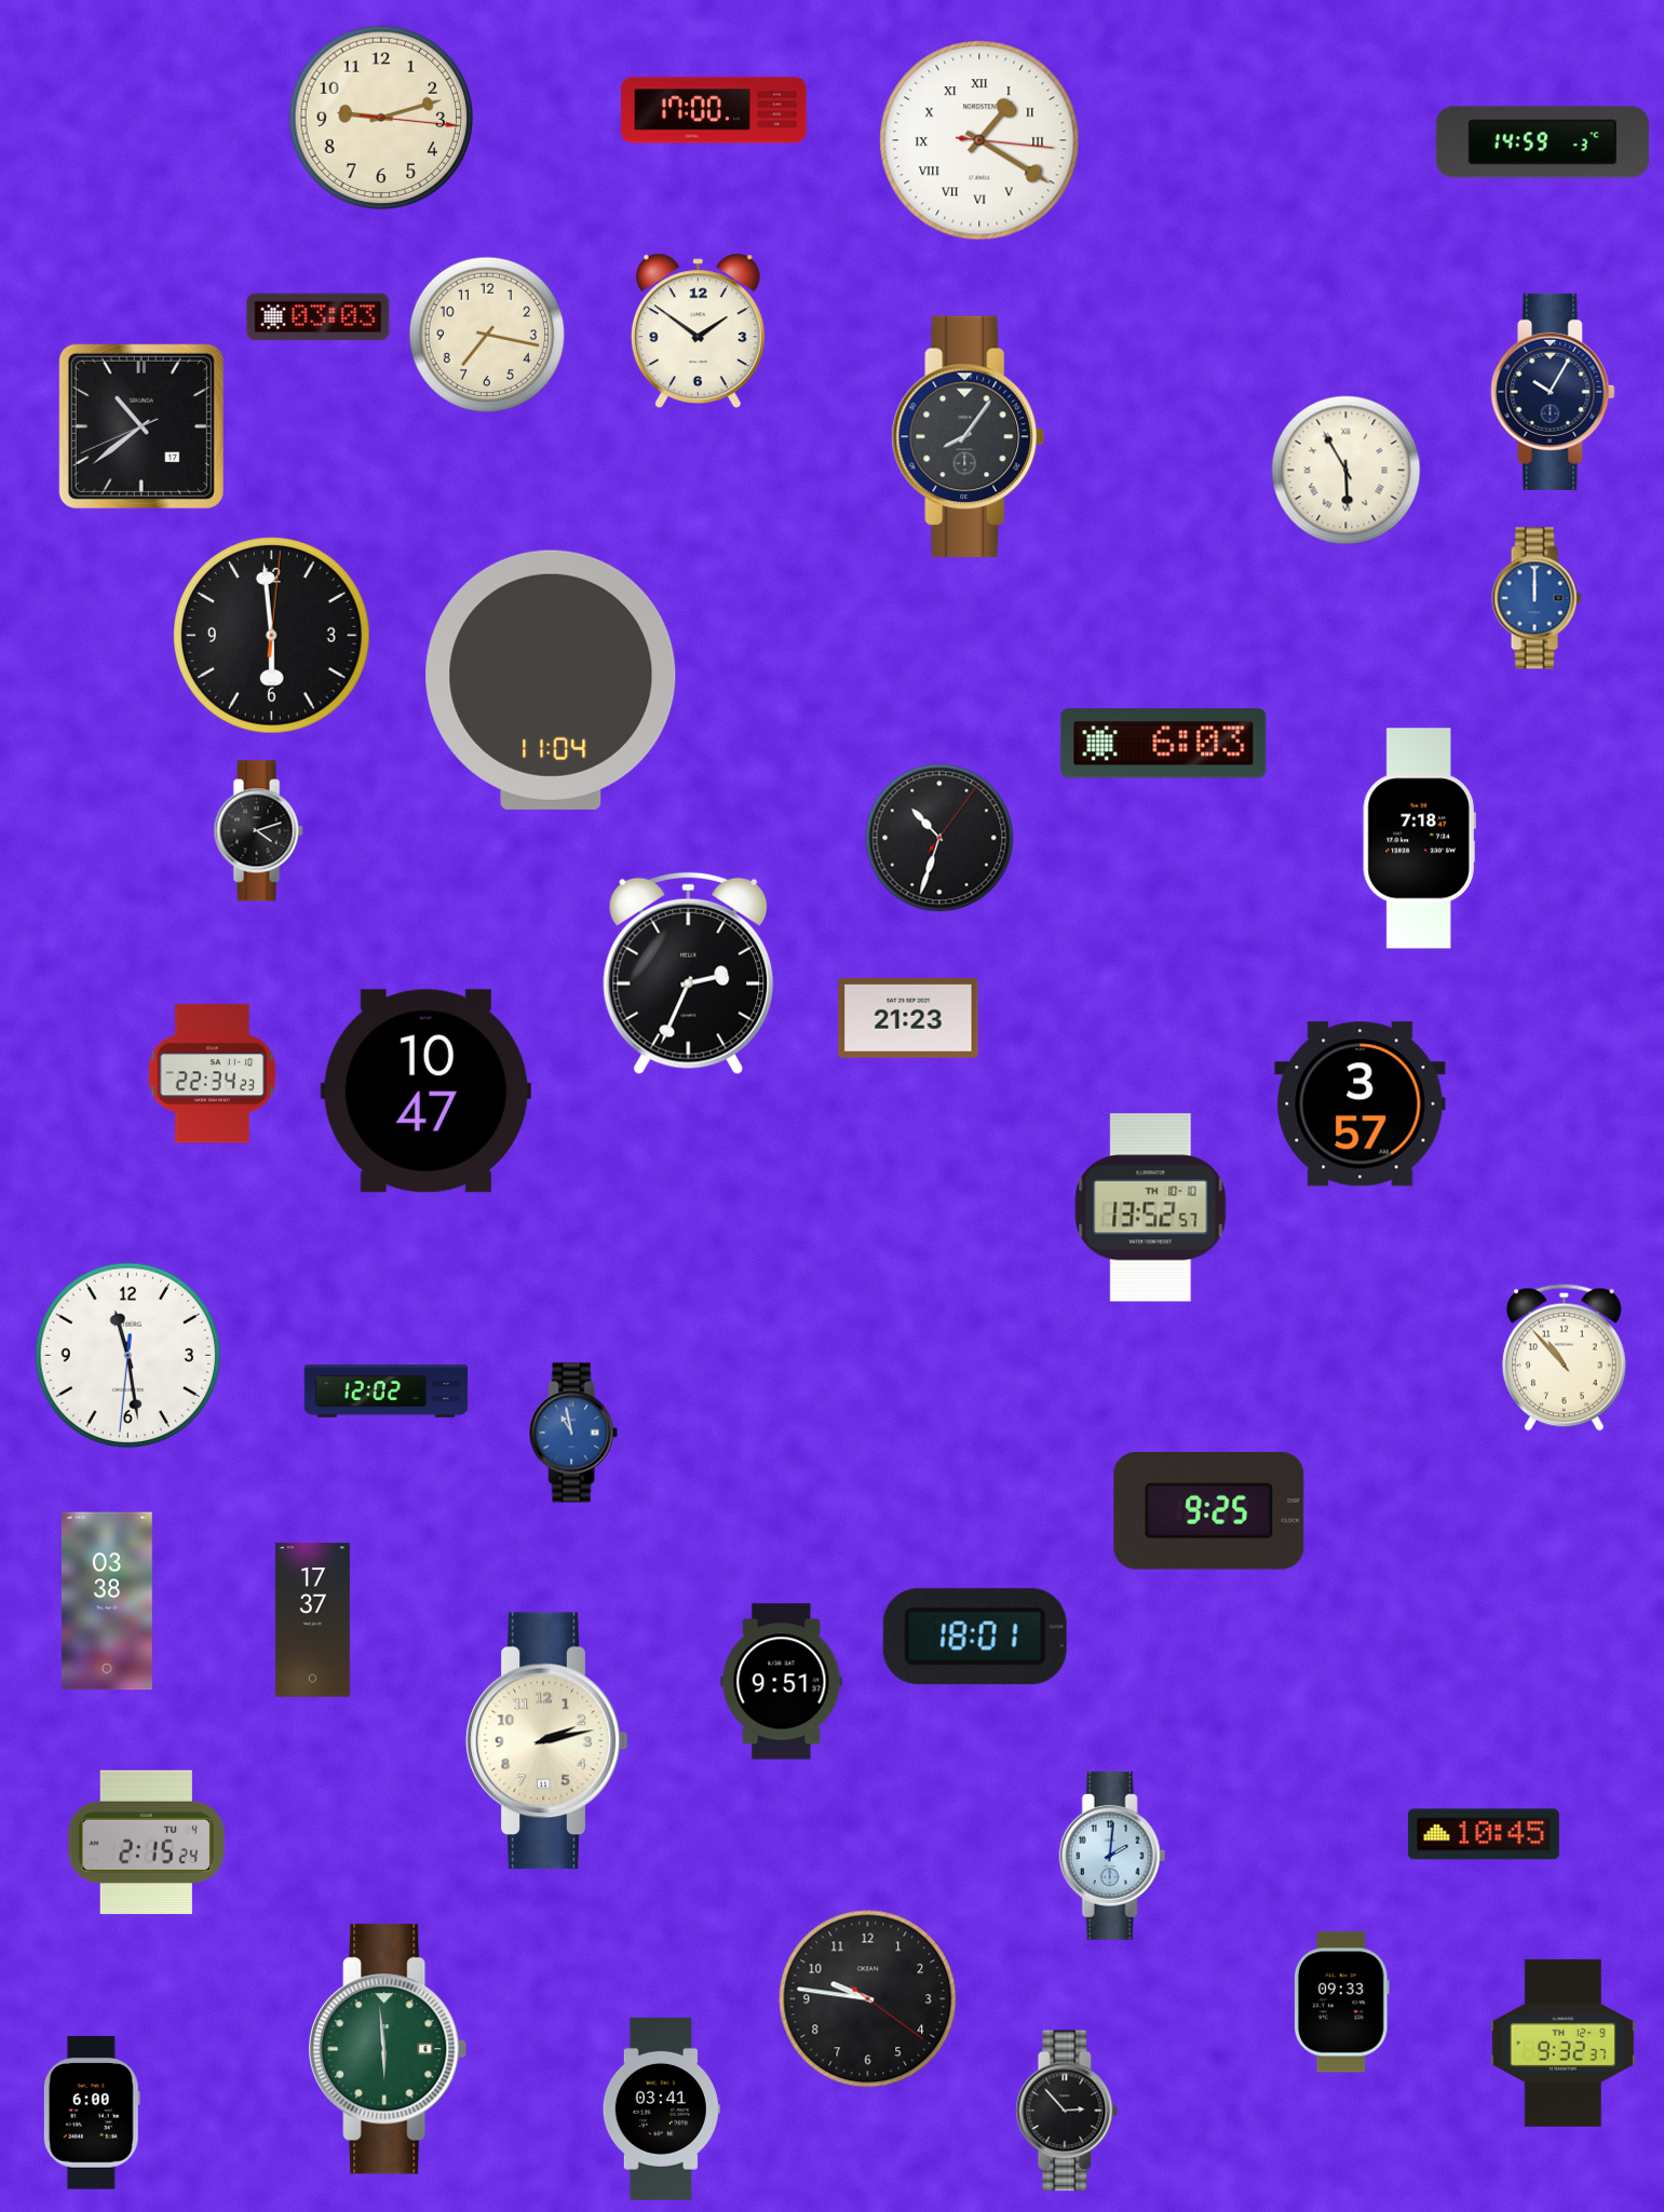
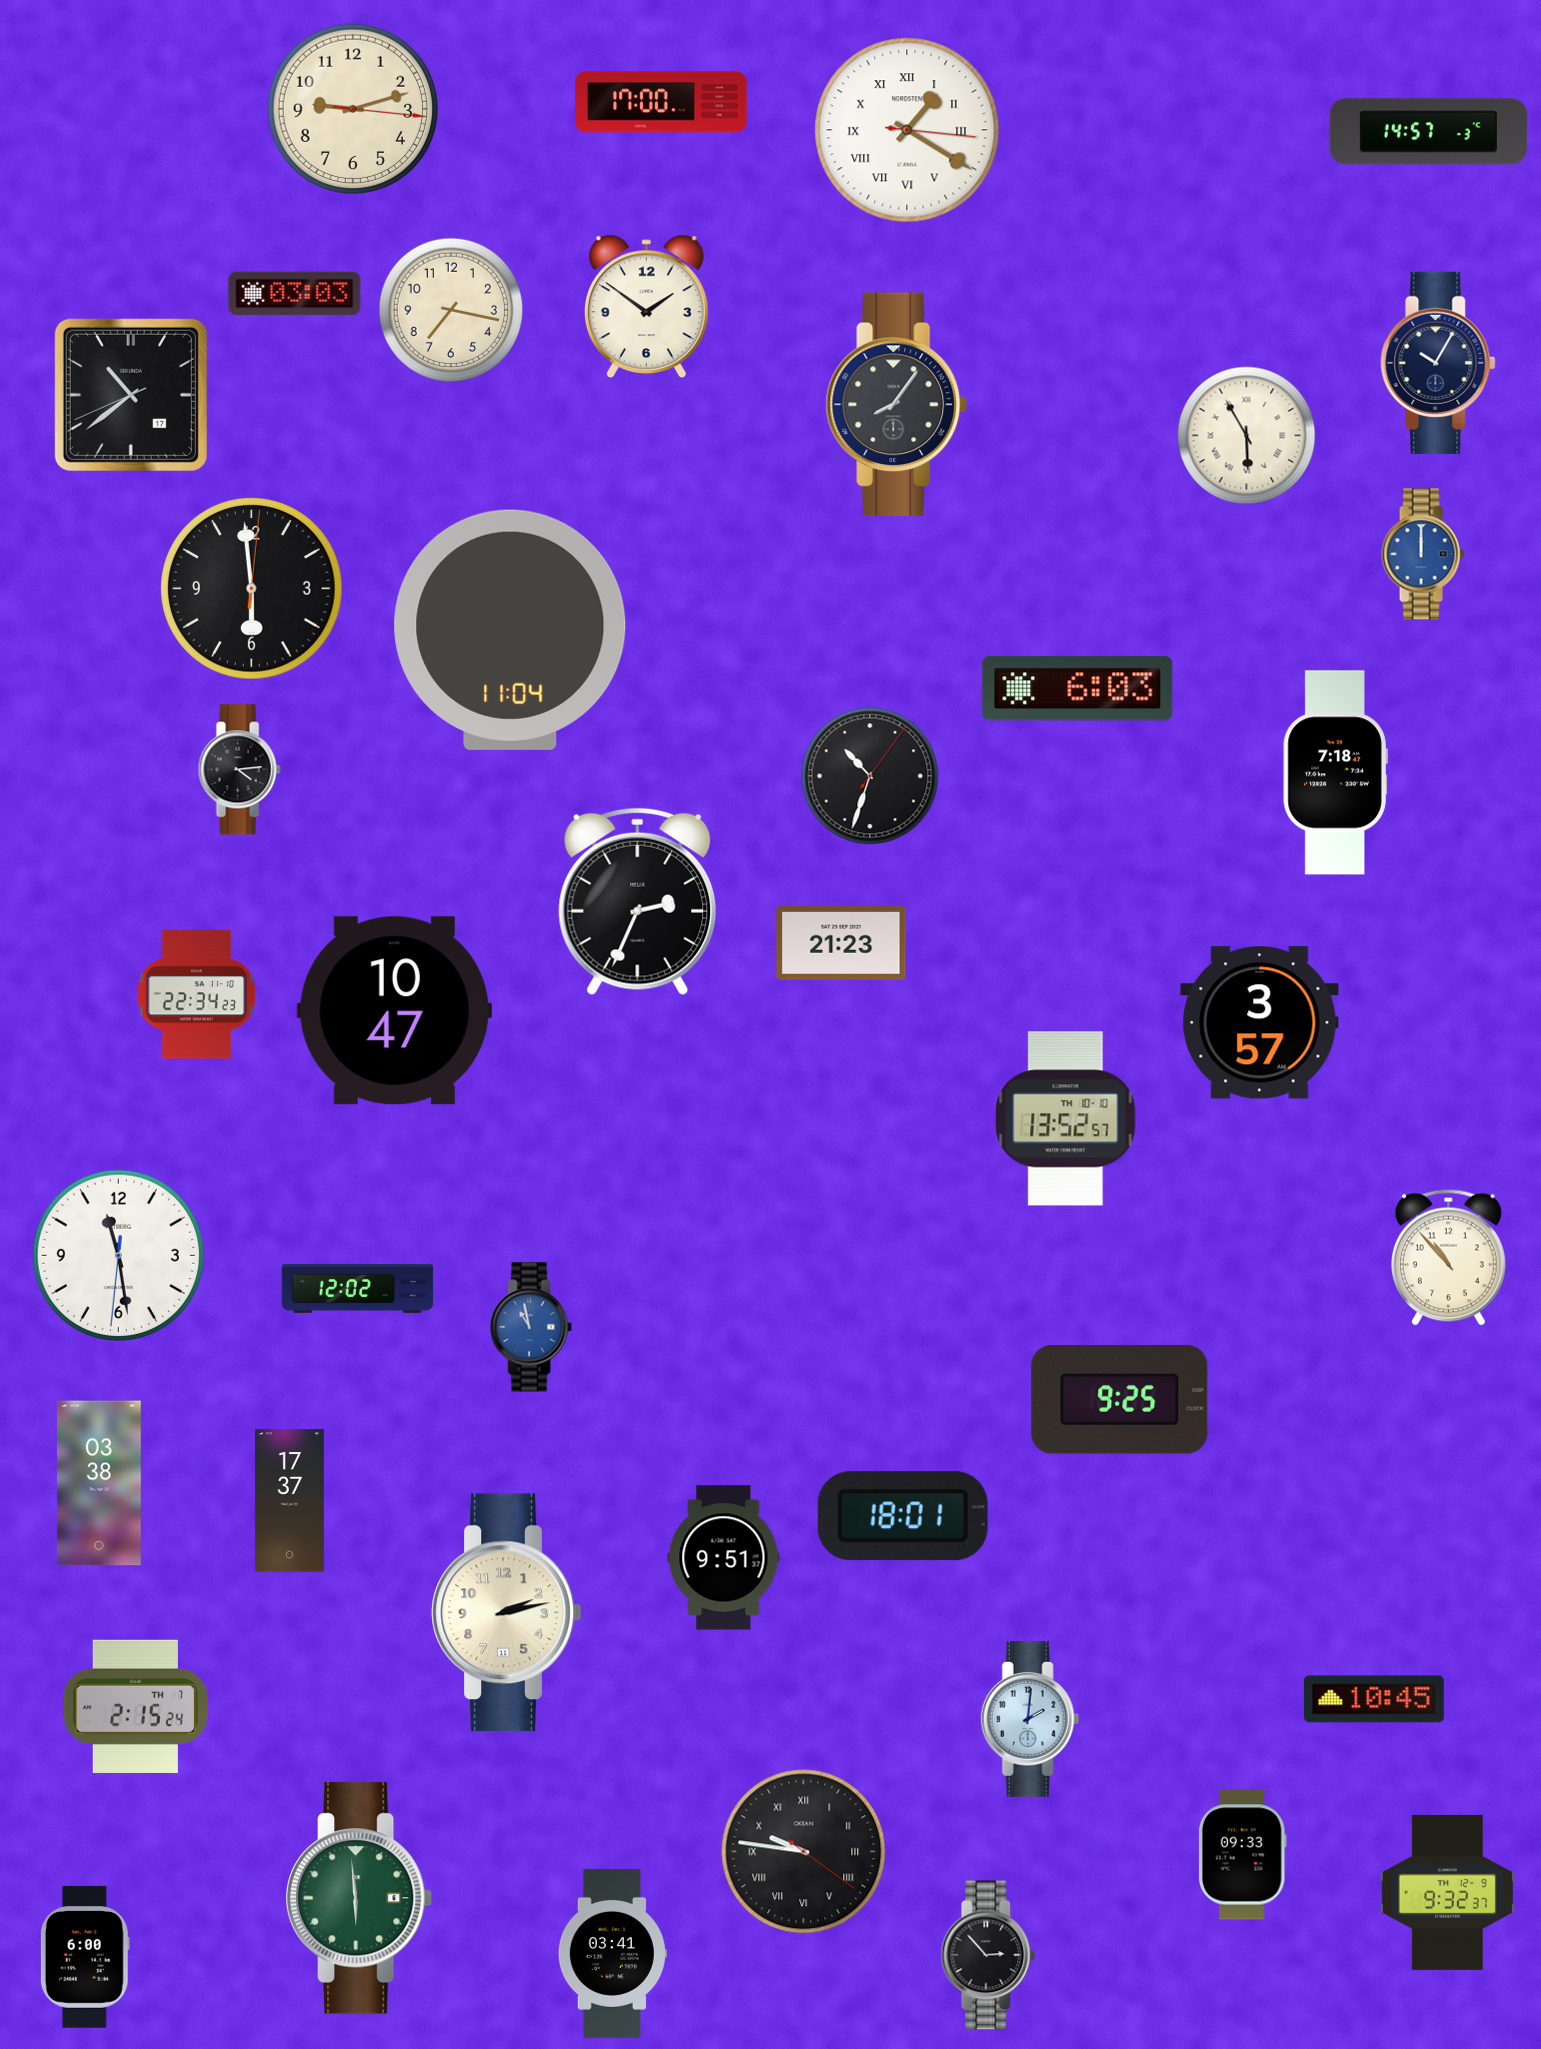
clock at (1542, 143): 14:59 -> 14:57
clock at (258, 831): 4:12 -> 4:14
clock at (1419, 839) position: (1419, 839) -> (1335, 773)
clock at (146, 1842) date: TU 4 -> TH 7
clock at (868, 1999) numerals: Arabic -> Roman
